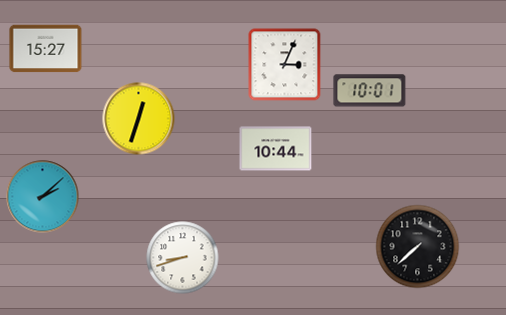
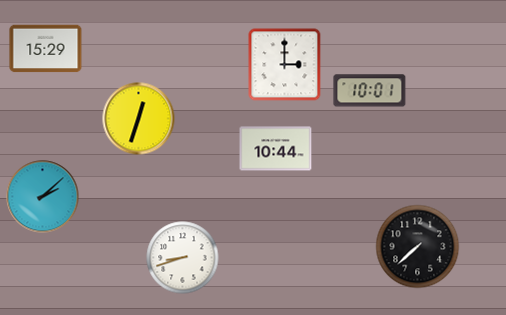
clock at (46, 49): 15:27 -> 15:29
clock at (285, 65): 3:04 -> 3:00
